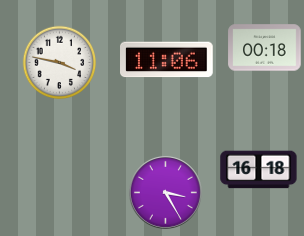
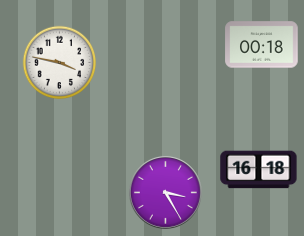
clock at (265, 48) position: (265, 48) -> (262, 45)
clock at (167, 60): 11:06 -> none
